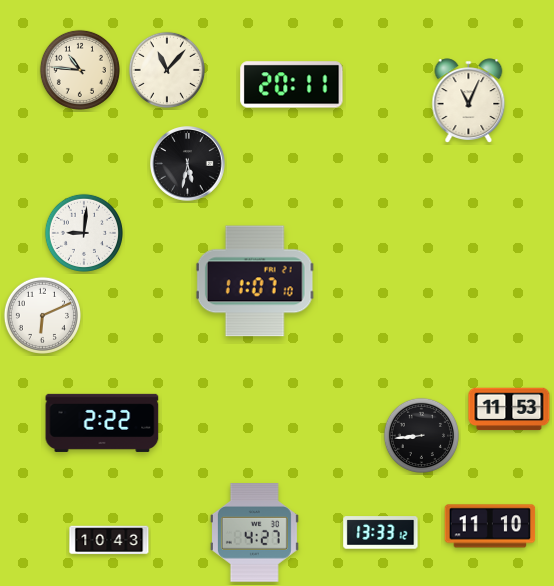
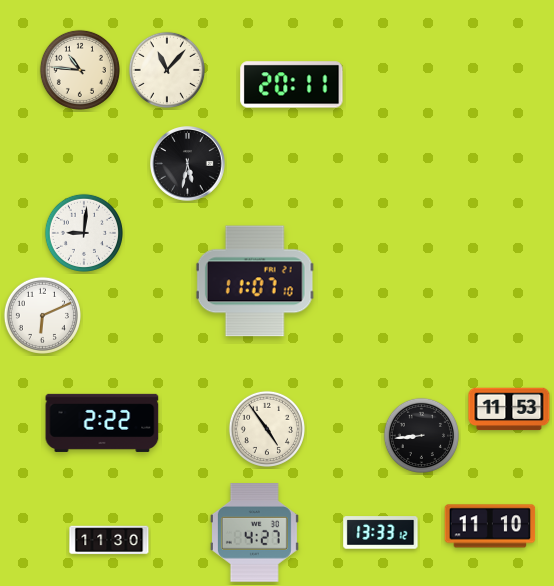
clock at (469, 101): 11:04 -> none
clock at (267, 429): none -> 4:54
clock at (109, 540): 10:43 -> 11:30
